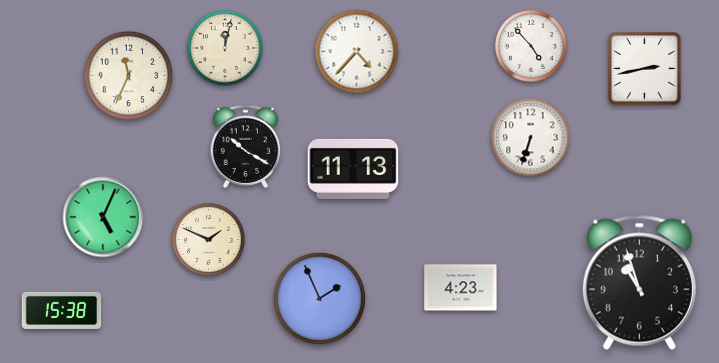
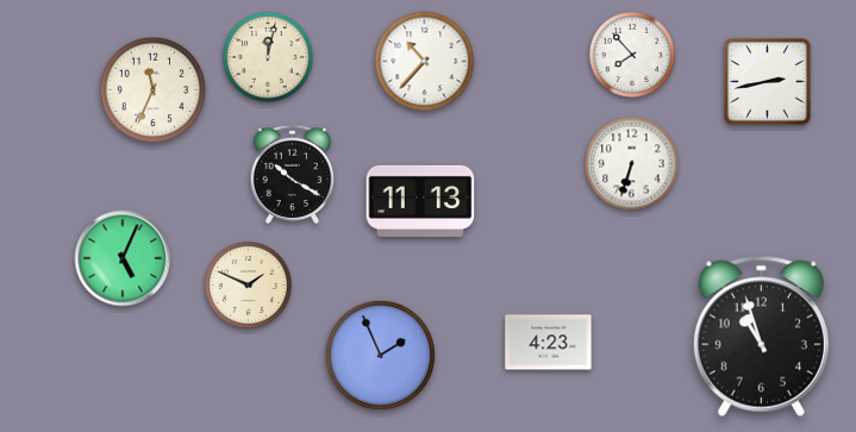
clock at (531, 46): 4:53 -> 7:53
clock at (357, 52): 4:37 -> 10:37
clock at (62, 310): 15:38 -> none
